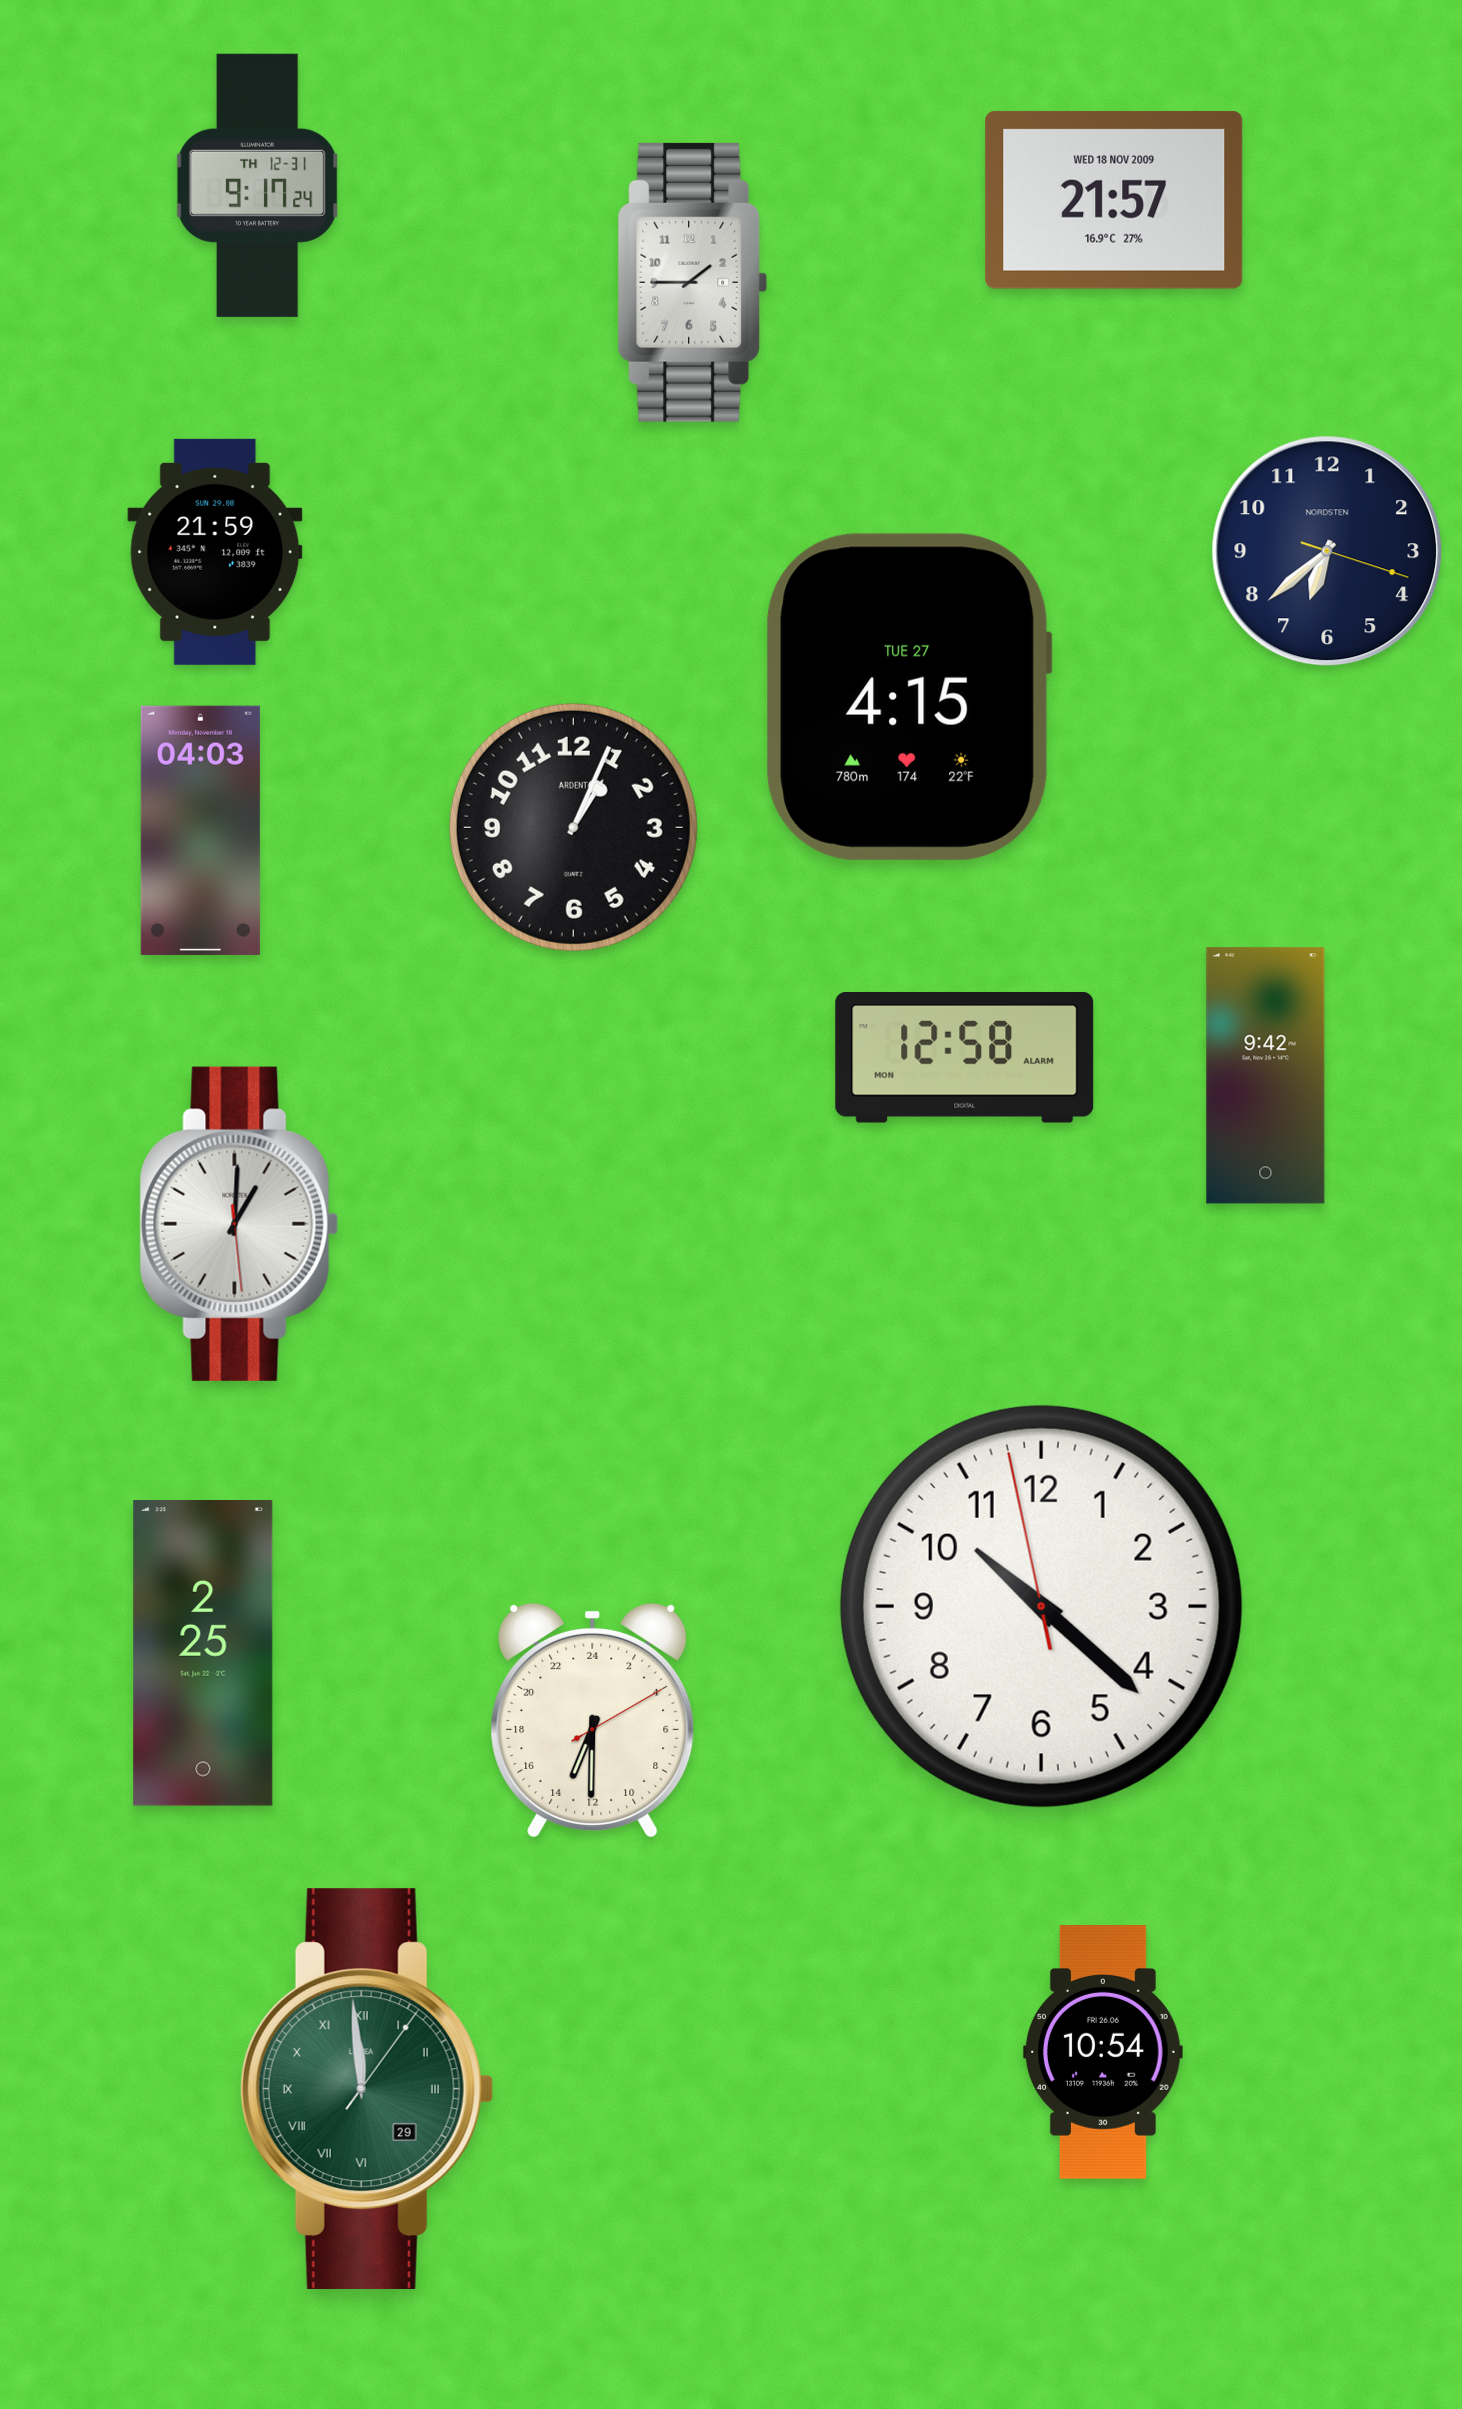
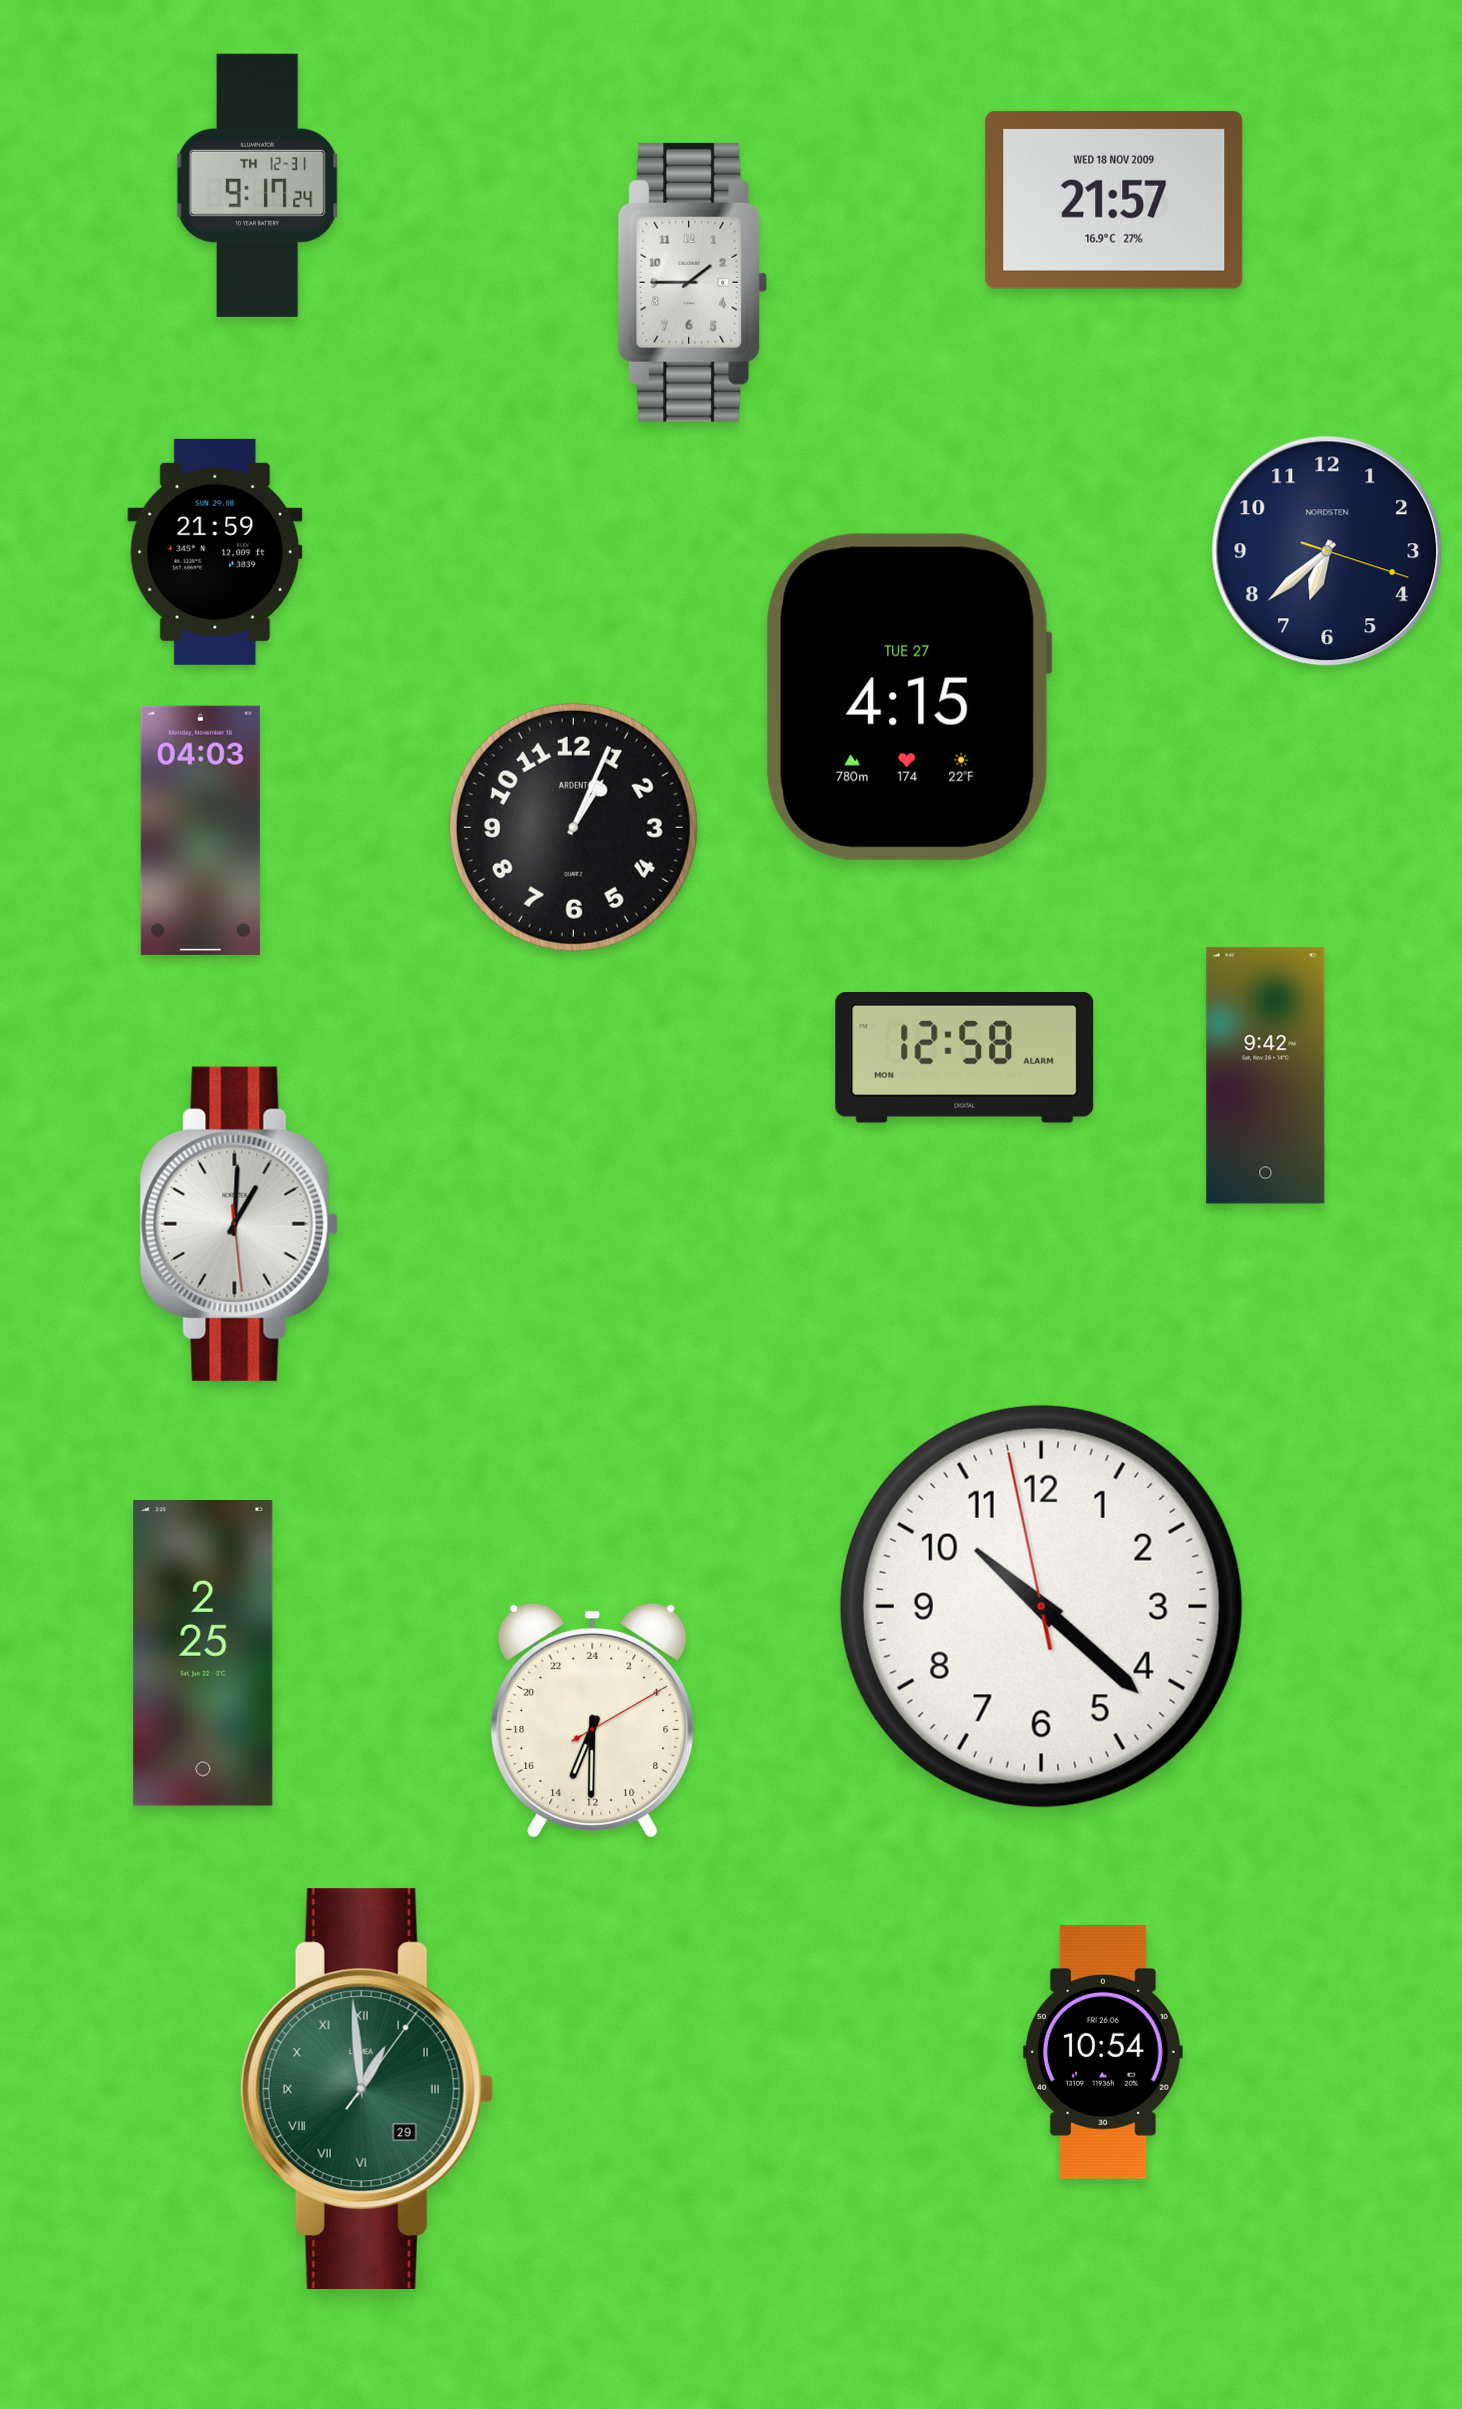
clock at (367, 2089): 11:59 -> 12:59
